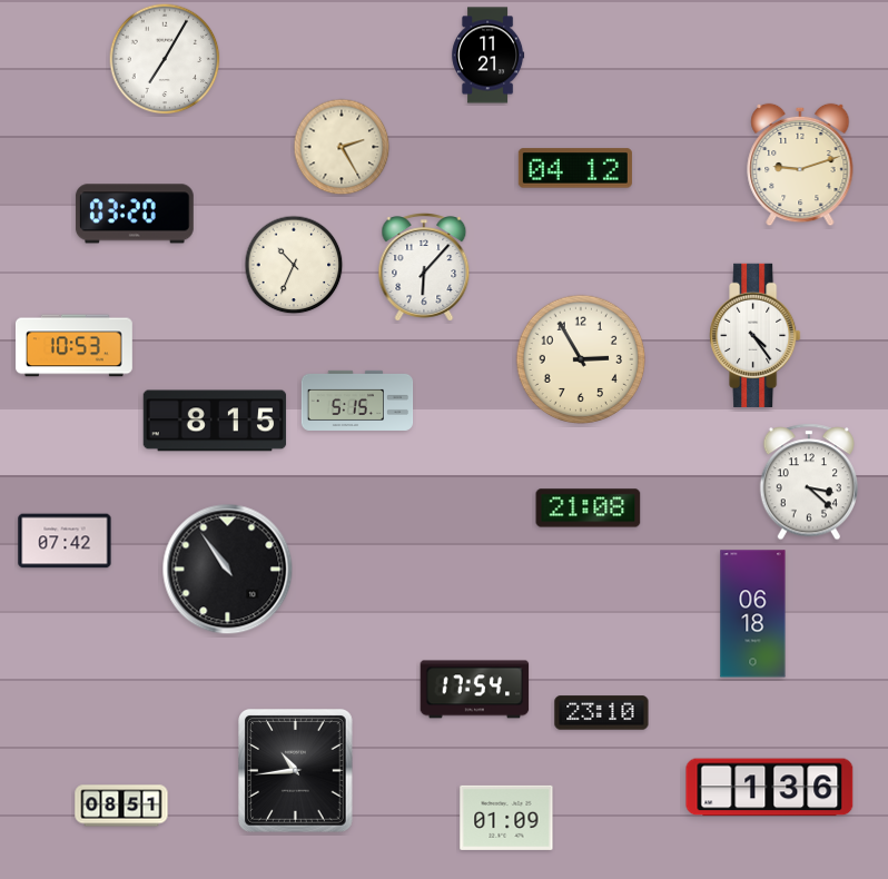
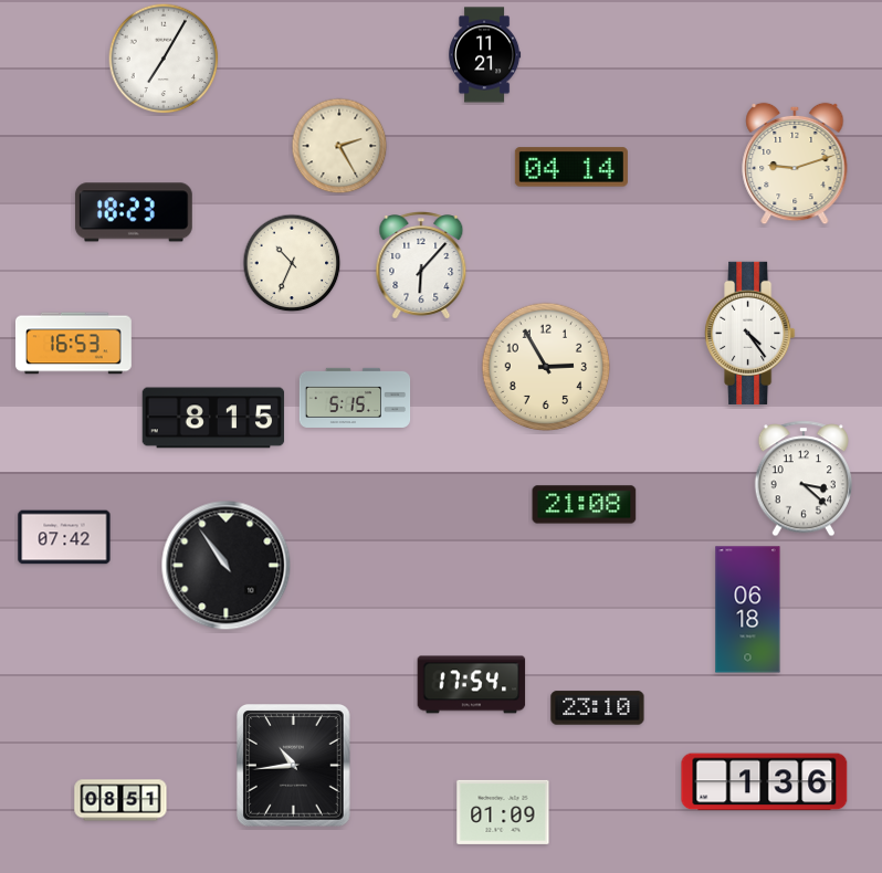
clock at (575, 168): 04:12 -> 04:14
clock at (135, 214): 03:20 -> 18:23
clock at (73, 346): 10:53 -> 16:53
clock at (581, 359) position: (581, 359) -> (546, 367)
